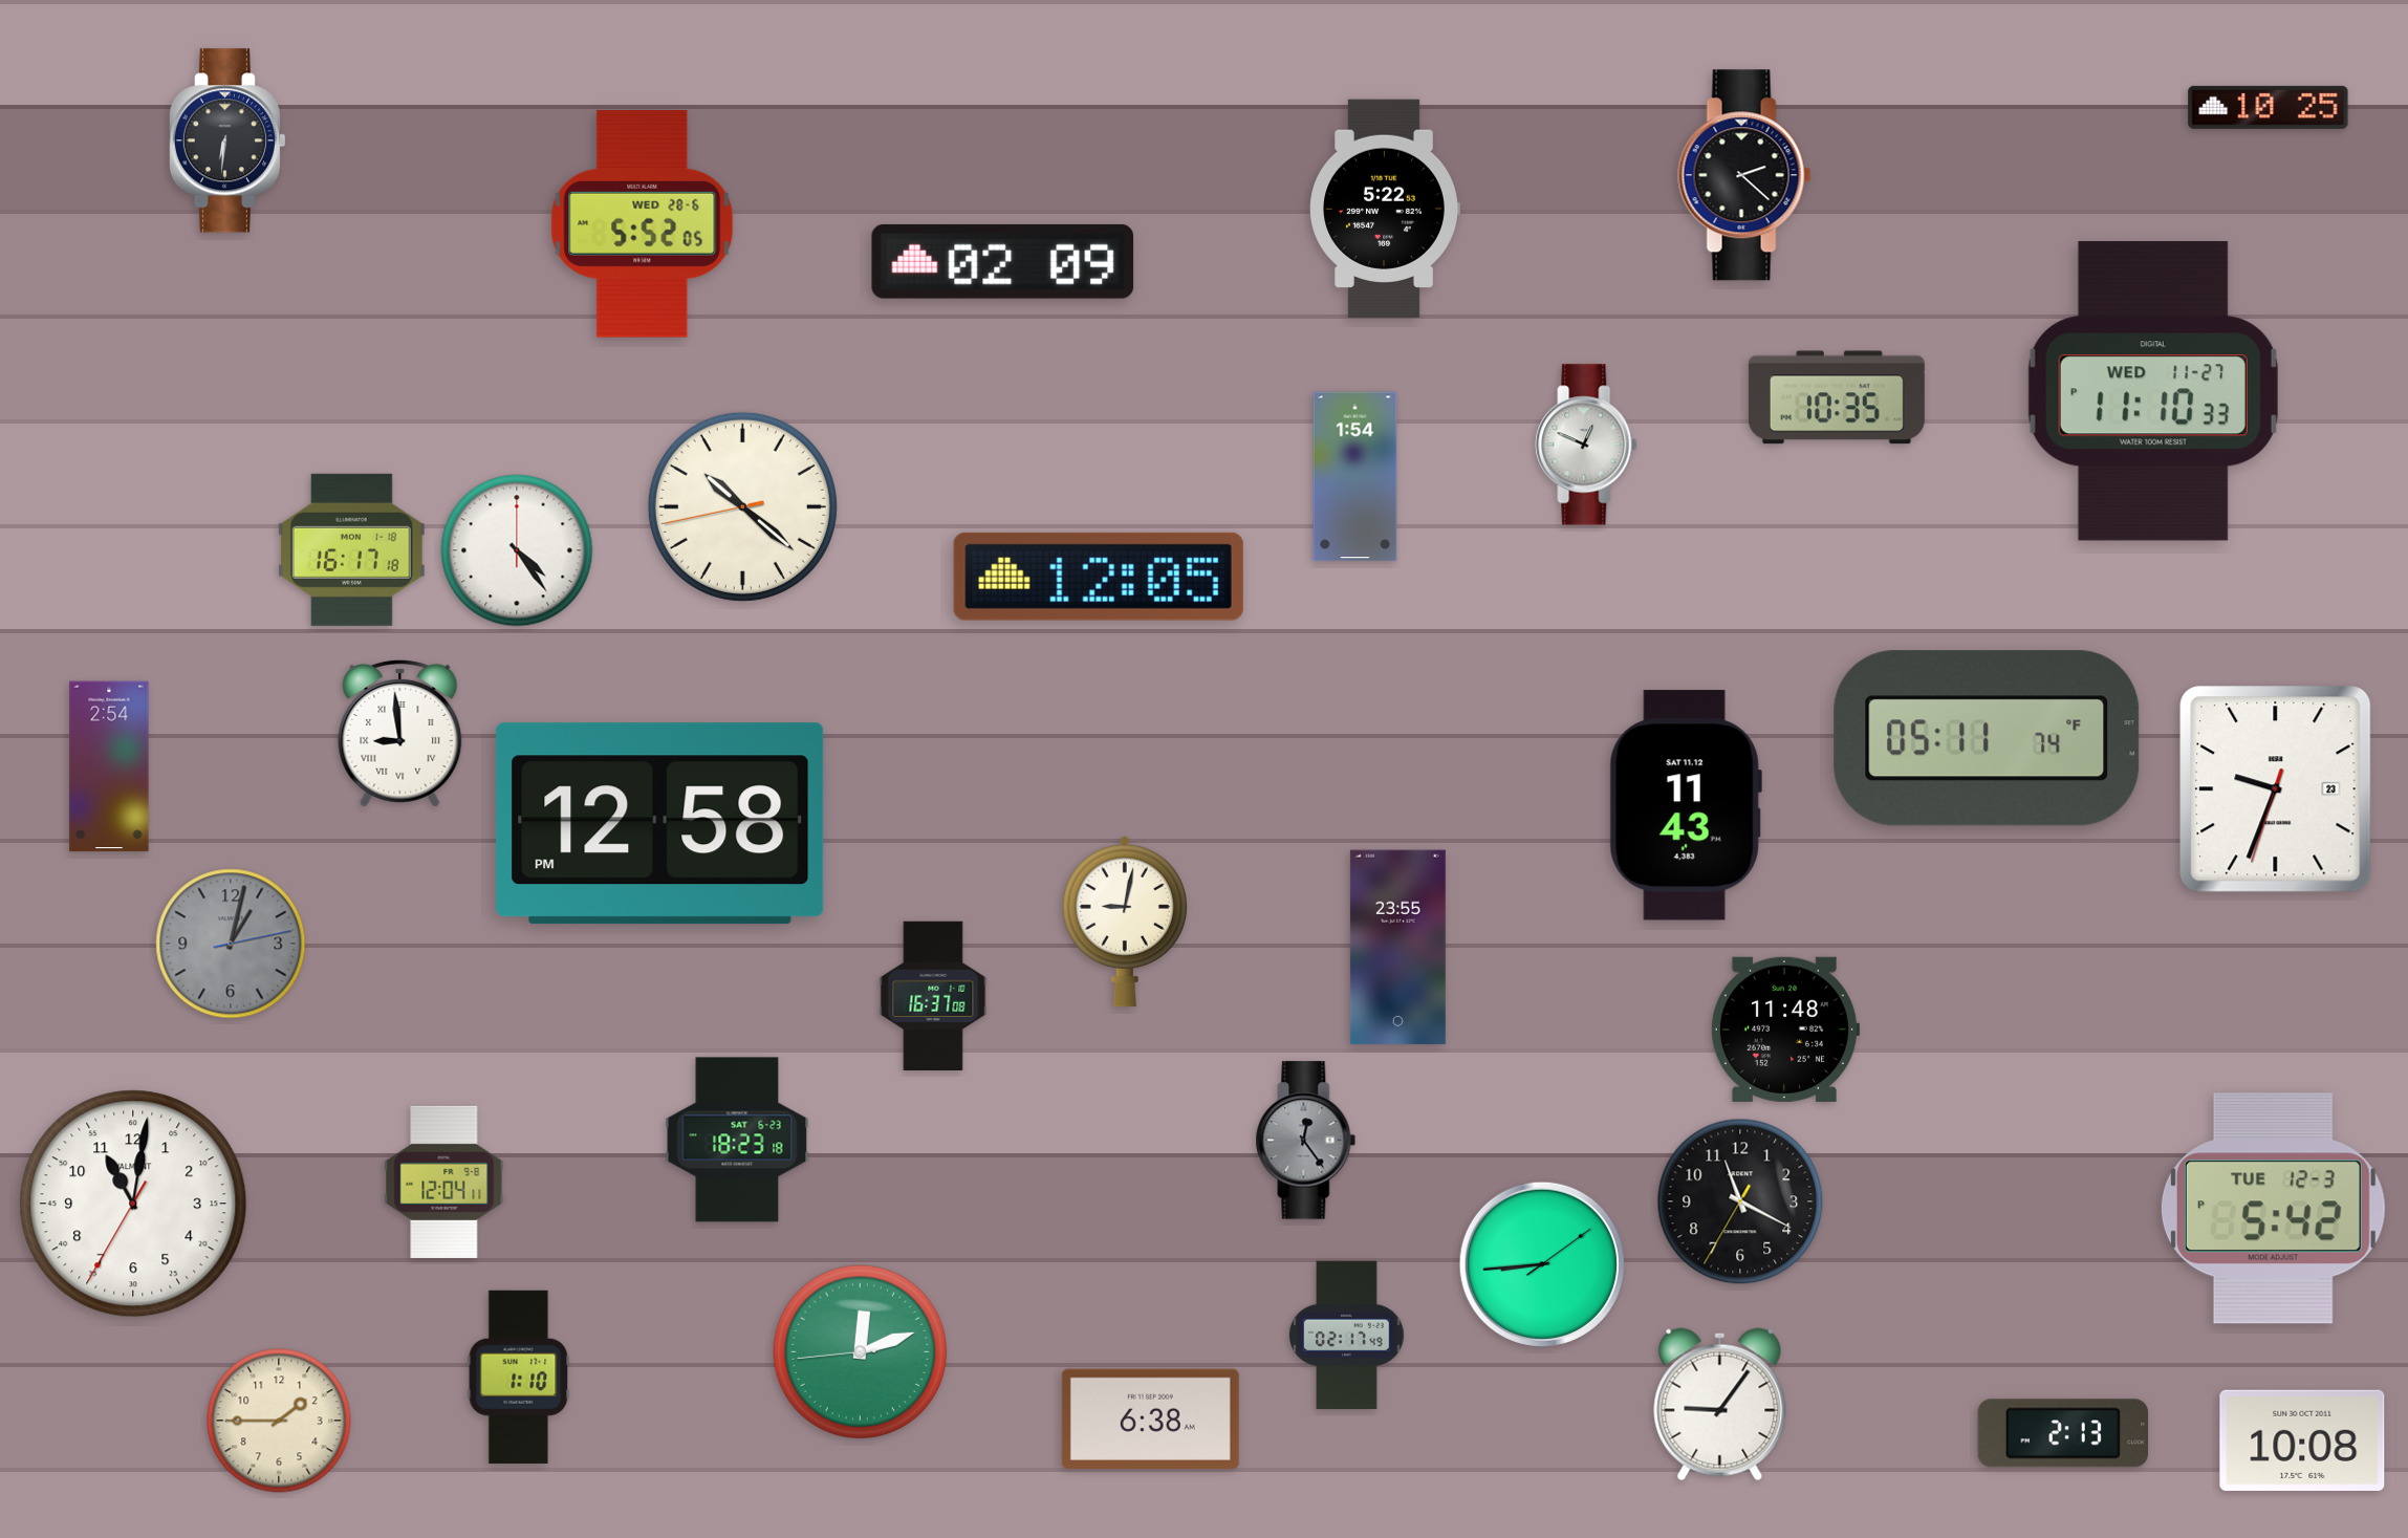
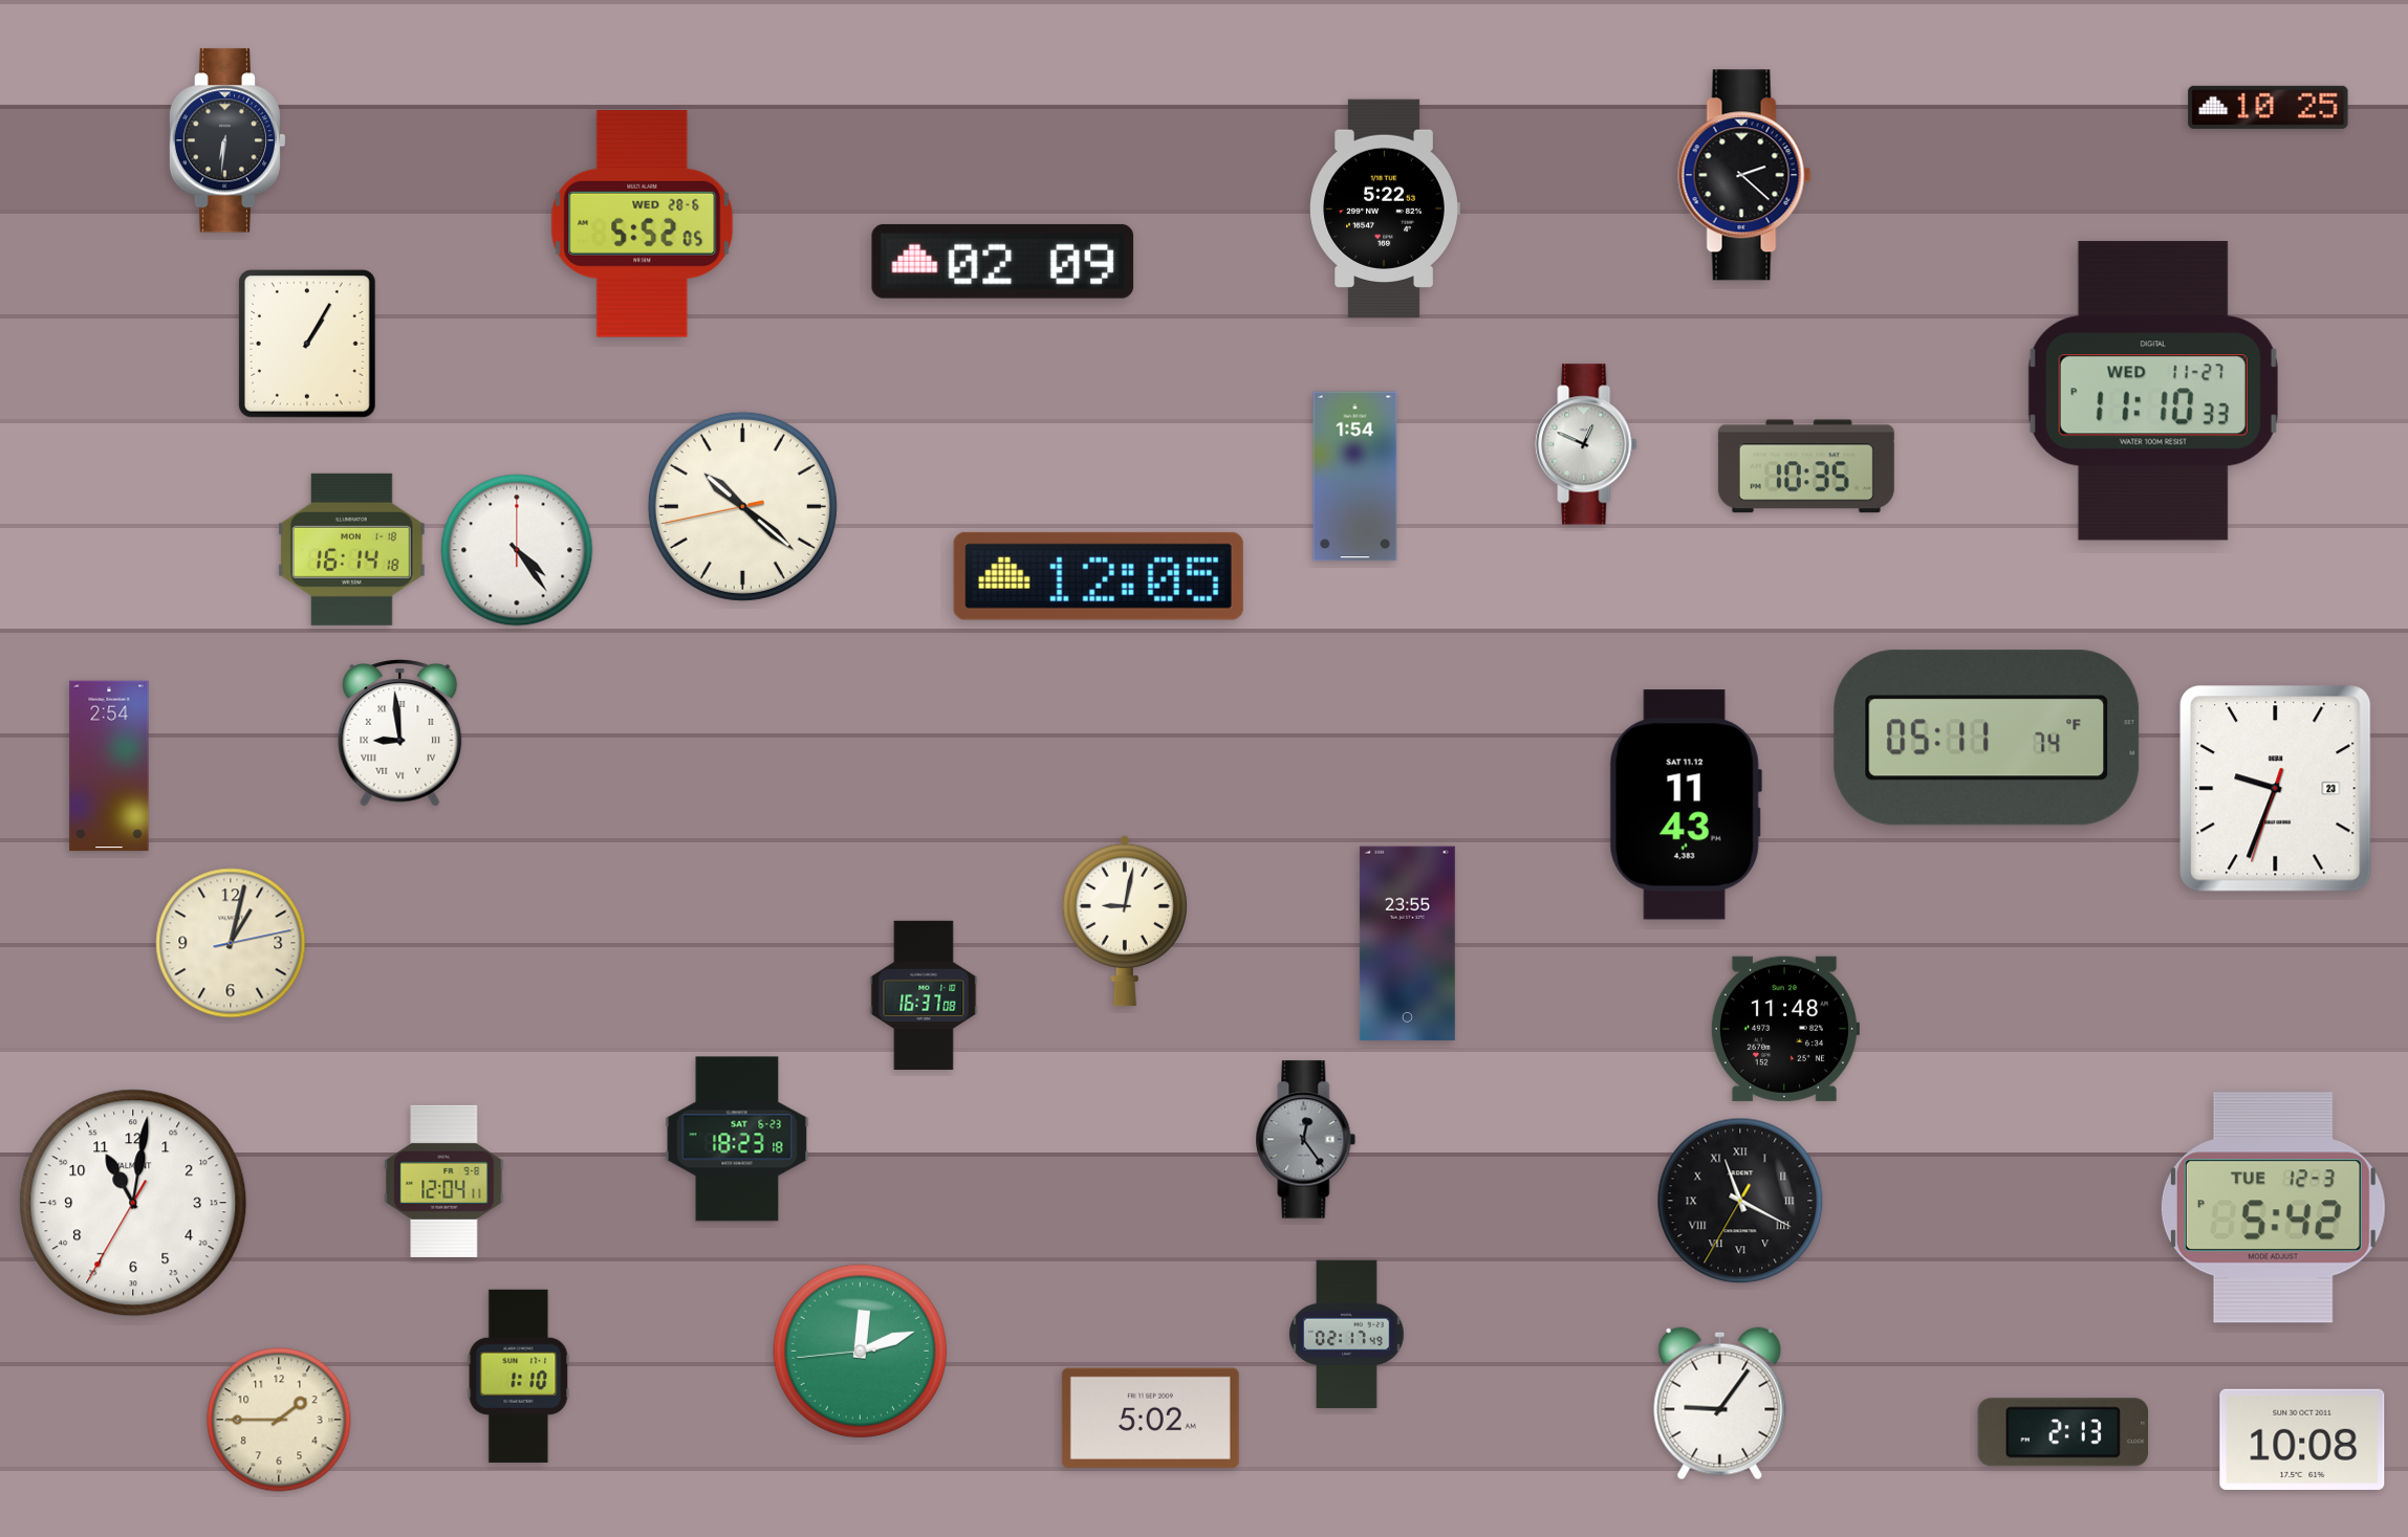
clock at (307, 344): none -> 1:05
clock at (1837, 397) position: (1837, 397) -> (1806, 466)
clock at (351, 549): 16:17 -> 16:14
clock at (660, 824): 12:58 -> none
clock at (231, 944) dial: grey -> cream
clock at (1397, 948) position: (1397, 948) -> (1407, 944)
clock at (933, 995) position: (933, 995) -> (924, 994)
clock at (1740, 1201) numerals: Arabic -> Roman
clock at (1542, 1264): 8:44 -> none
clock at (1150, 1418): 6:38 -> 5:02
